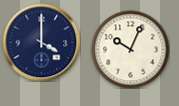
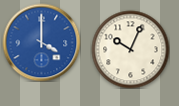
clock at (41, 42) dial: navy -> blue
